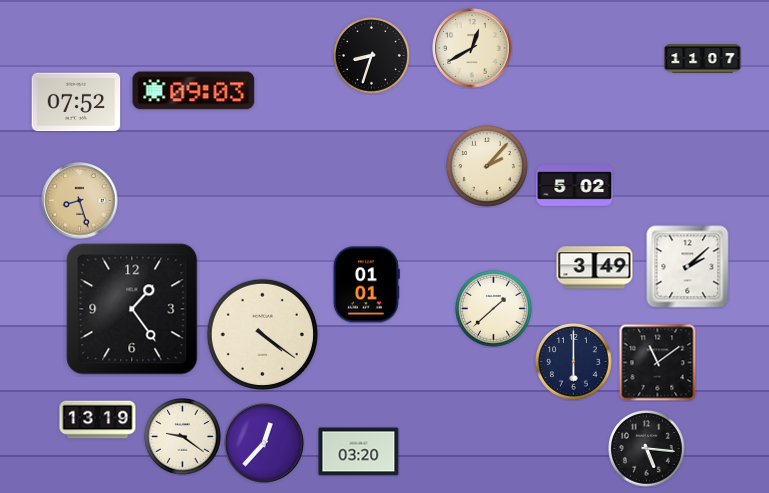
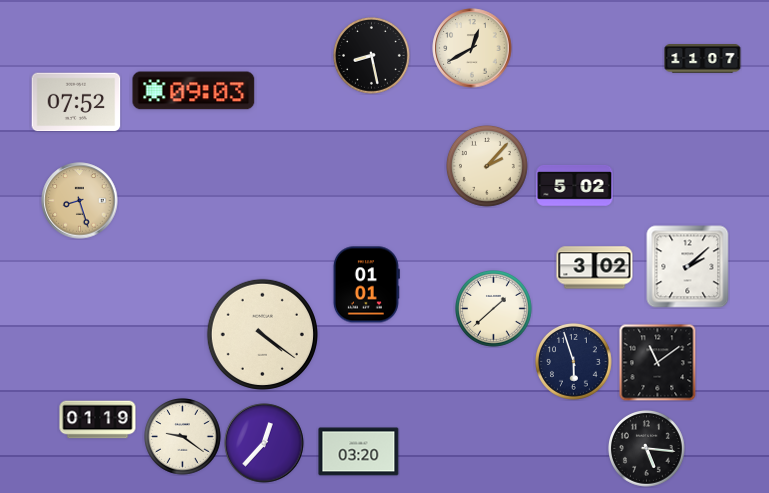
clock at (372, 56): 8:33 -> 8:28
clock at (595, 268): 3:49 -> 3:02
clock at (132, 309): 1:24 -> none
clock at (574, 362): 6:00 -> 5:57
clock at (98, 420): 13:19 -> 01:19
